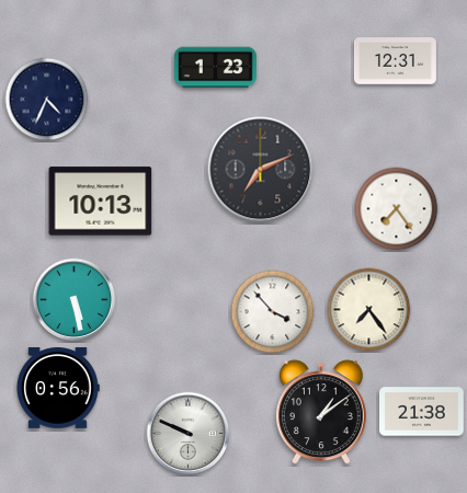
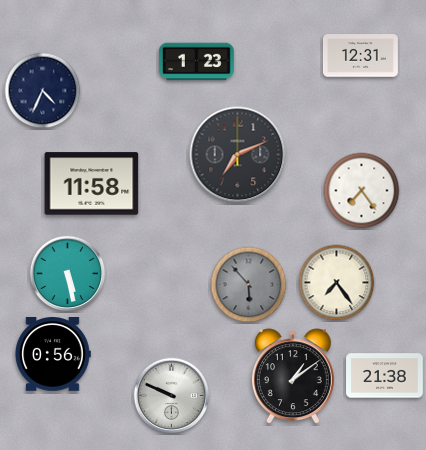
clock at (101, 202): 10:13 -> 11:58
clock at (273, 312): 3:53 -> 5:53
clock at (273, 312) dial: white -> grey
